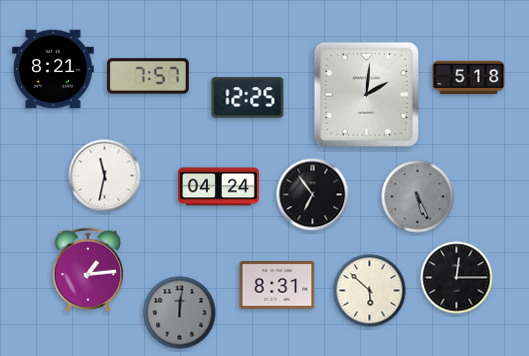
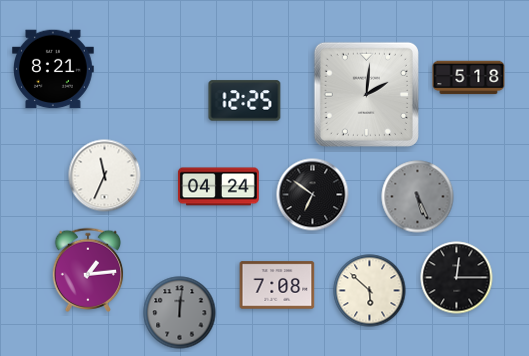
clock at (148, 76): 7:57 -> none
clock at (248, 98) position: (248, 98) -> (245, 101)
clock at (105, 176): 11:32 -> 11:34
clock at (313, 195): 6:54 -> 6:51
clock at (277, 285): 8:31 -> 7:08
